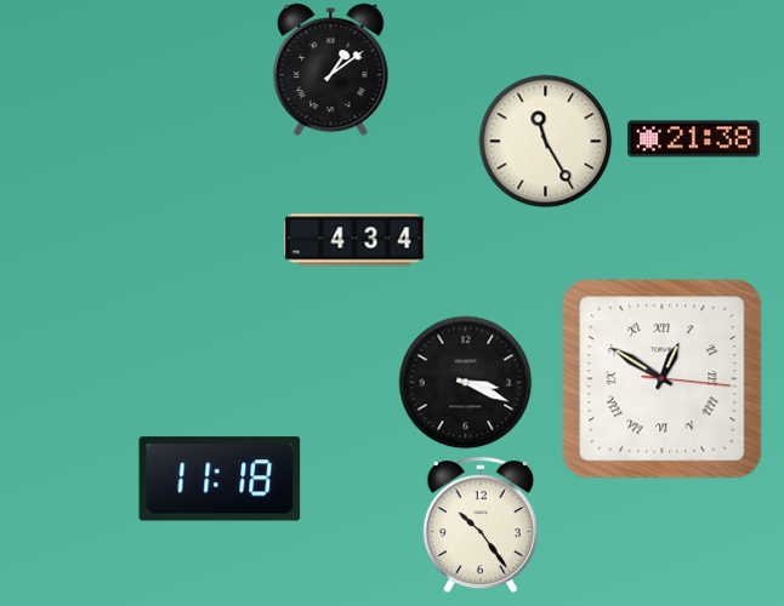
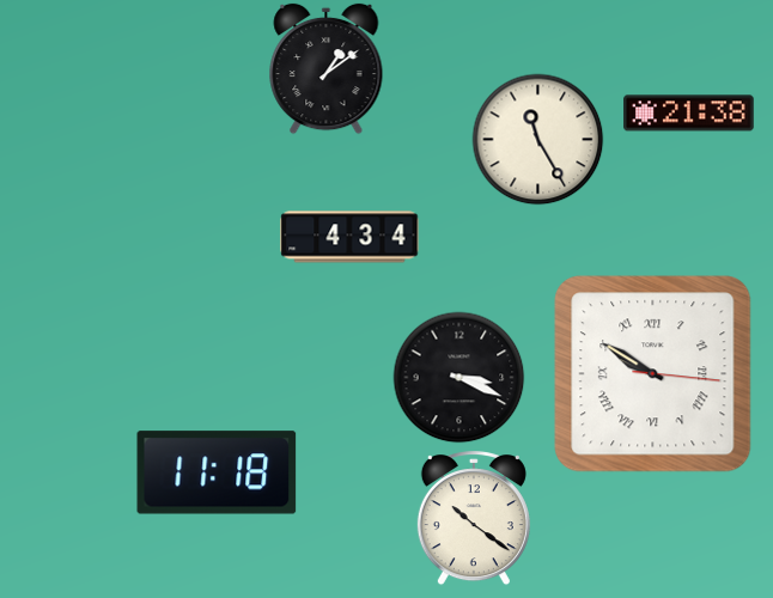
clock at (694, 139) position: (694, 139) -> (689, 114)
clock at (663, 379): 12:50 -> 9:50
clock at (481, 526): 10:24 -> 10:21
